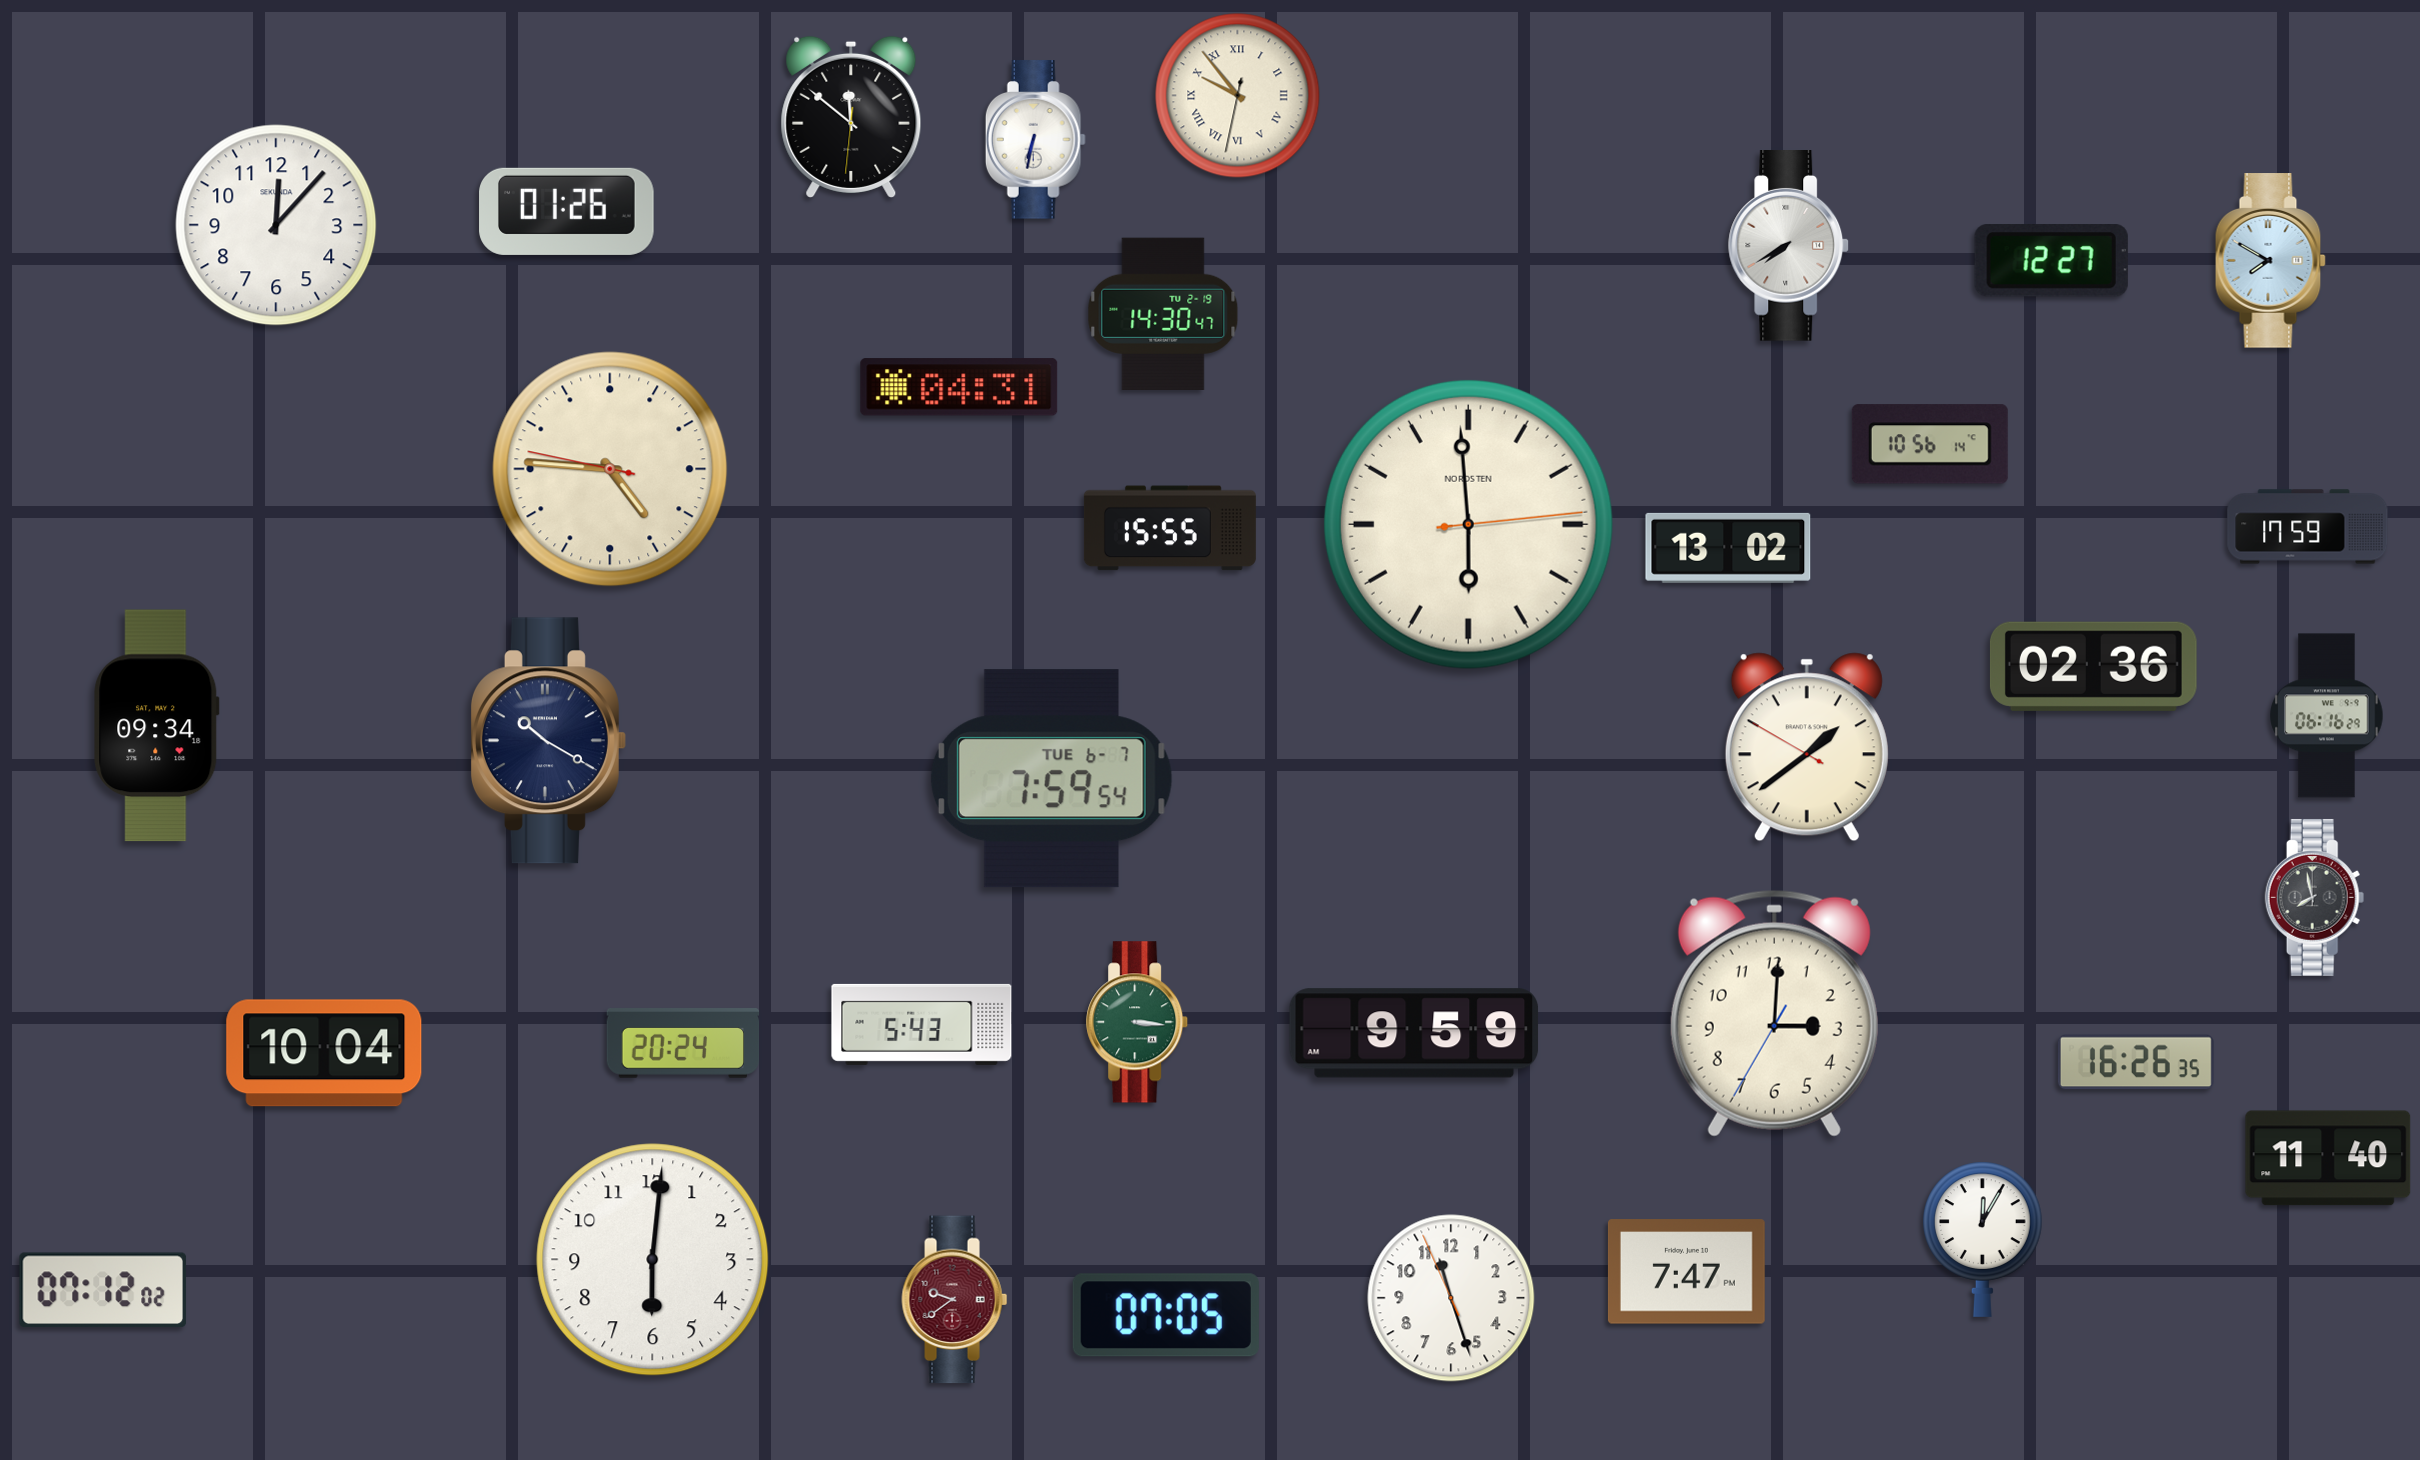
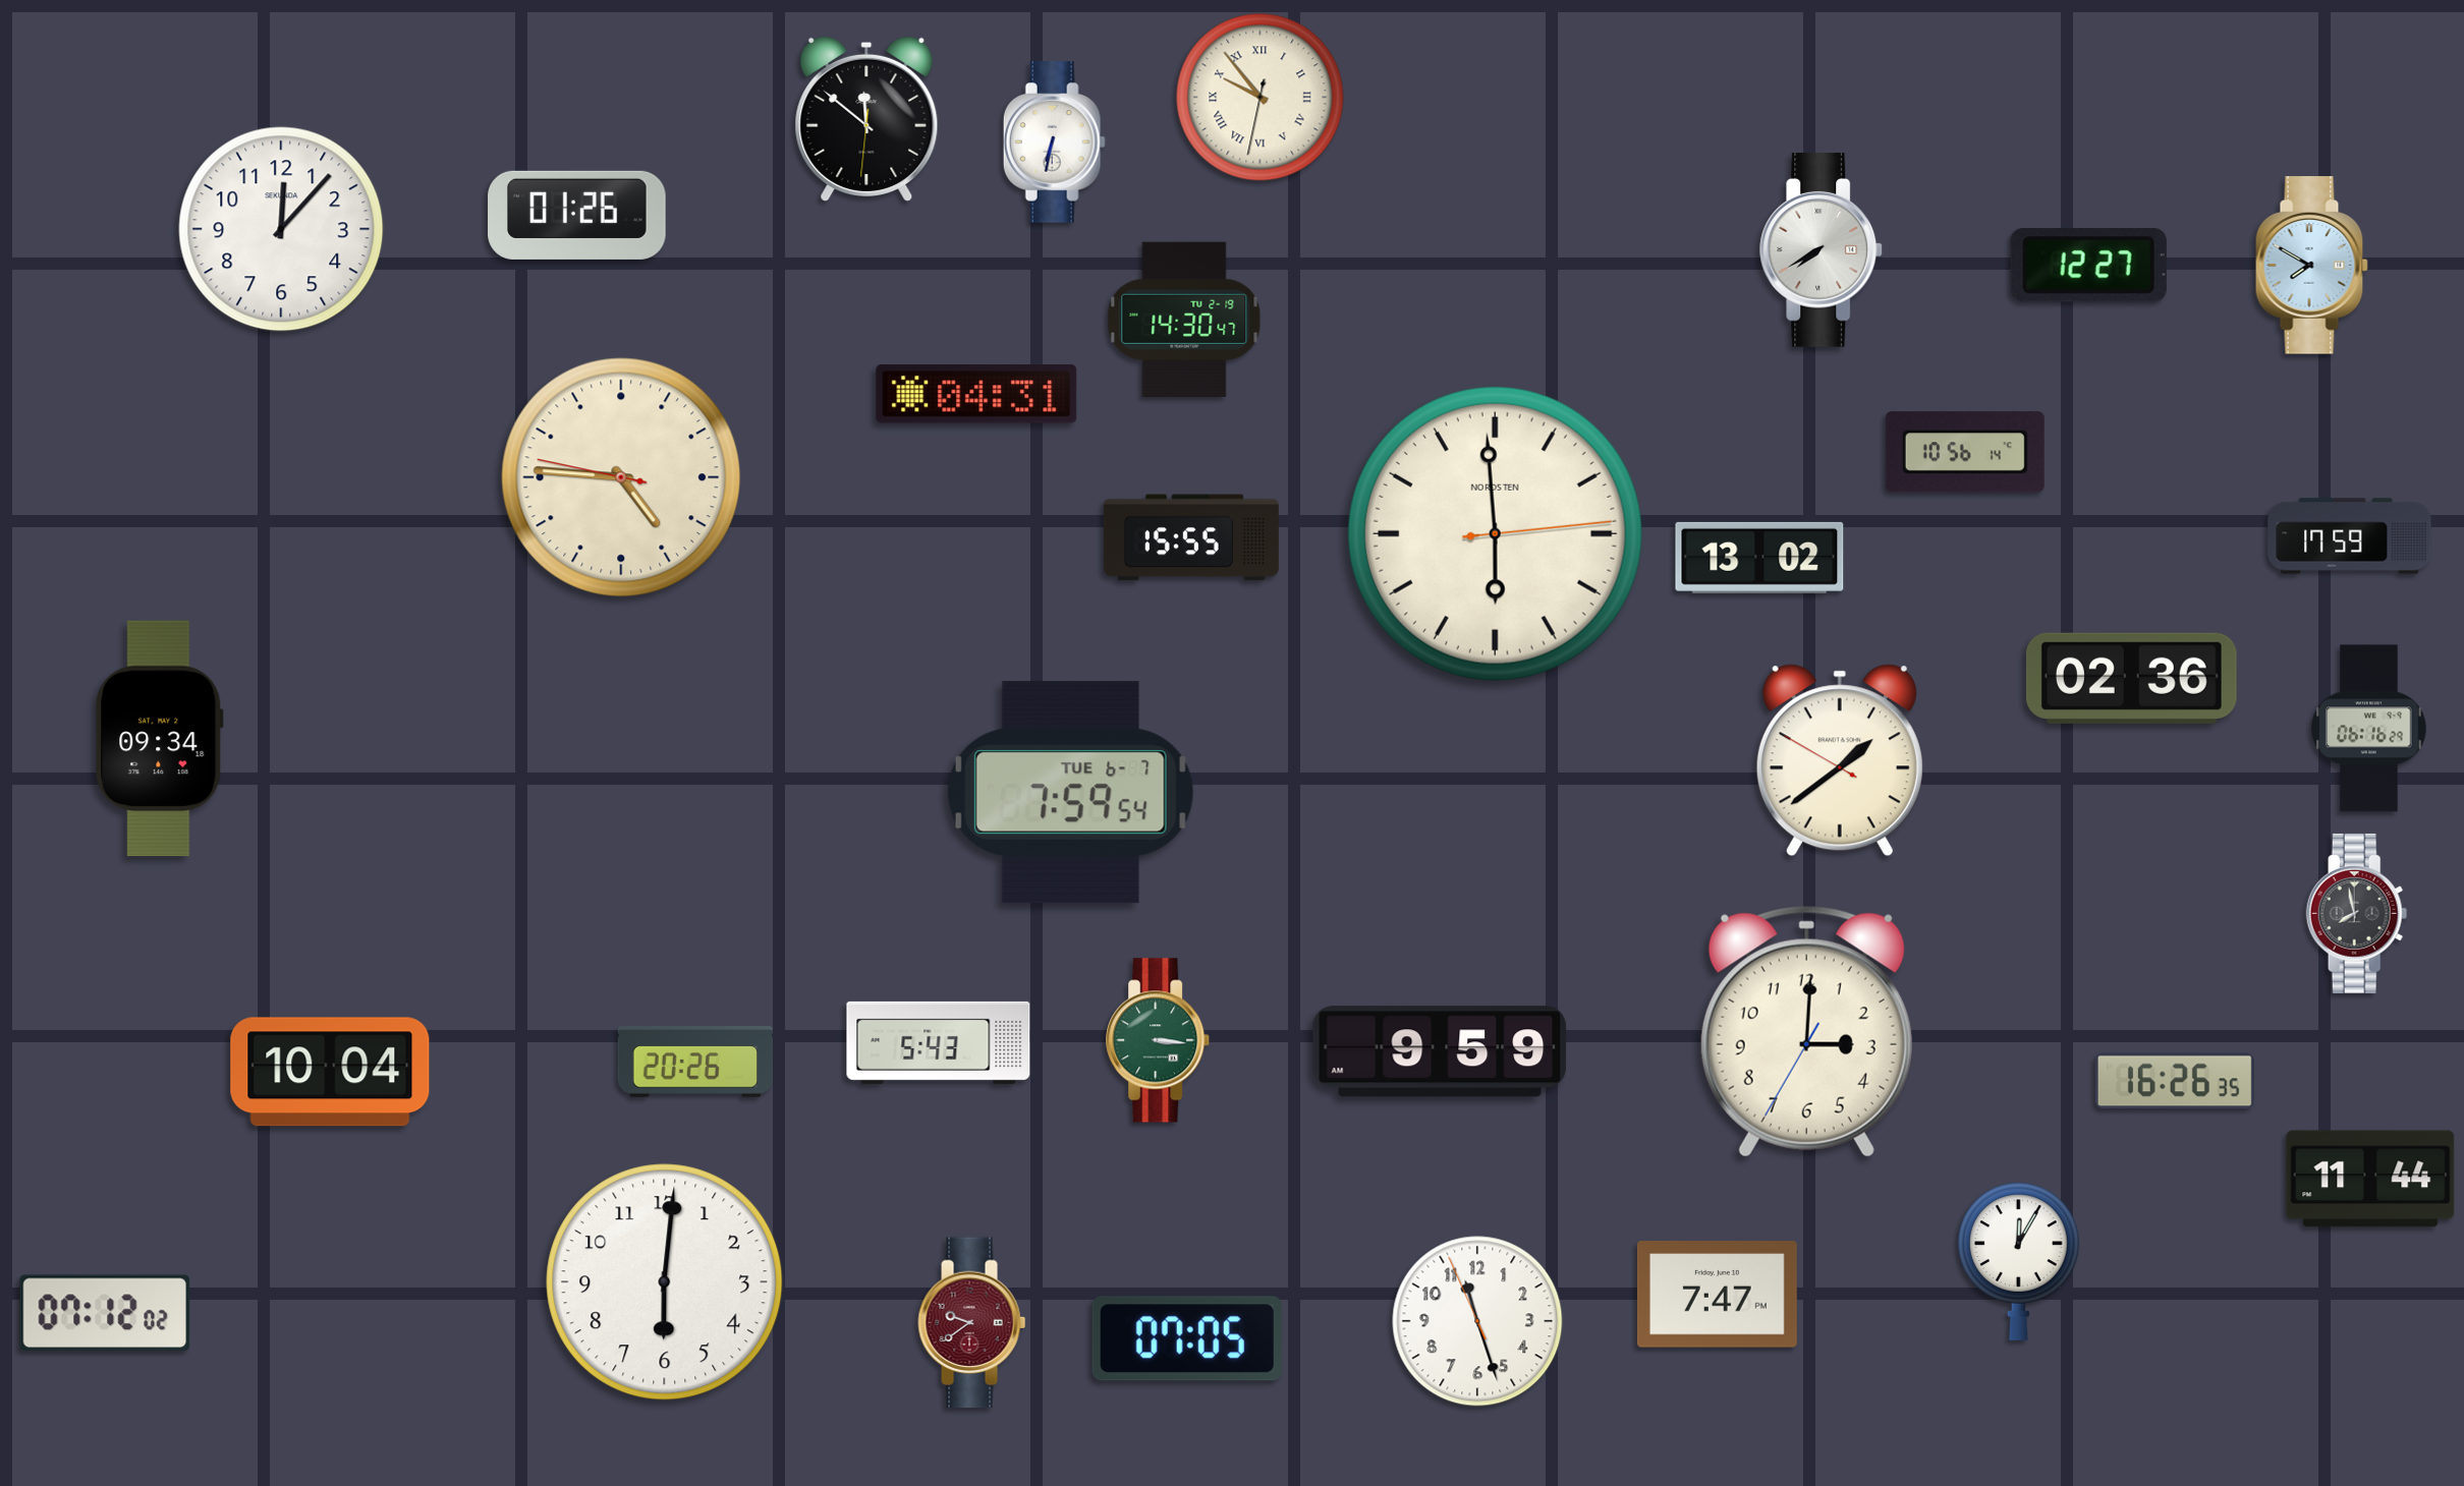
clock at (548, 741): 10:20 -> none
clock at (683, 1044): 20:24 -> 20:26
clock at (2328, 1158): 11:40 -> 11:44
